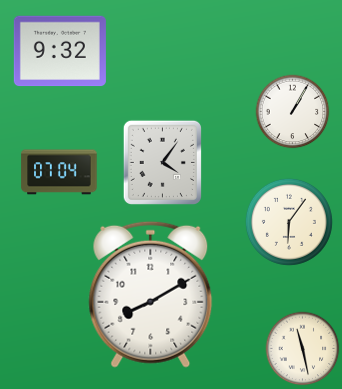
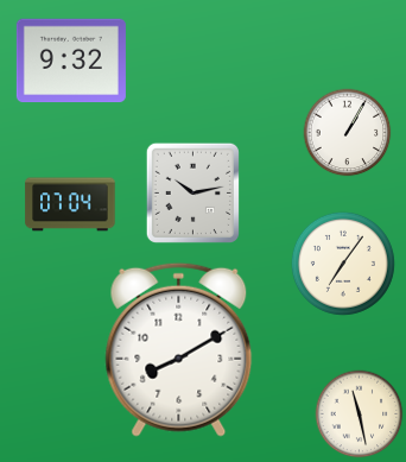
clock at (162, 162): 4:06 -> 10:13
clock at (289, 222): 6:06 -> 7:06
